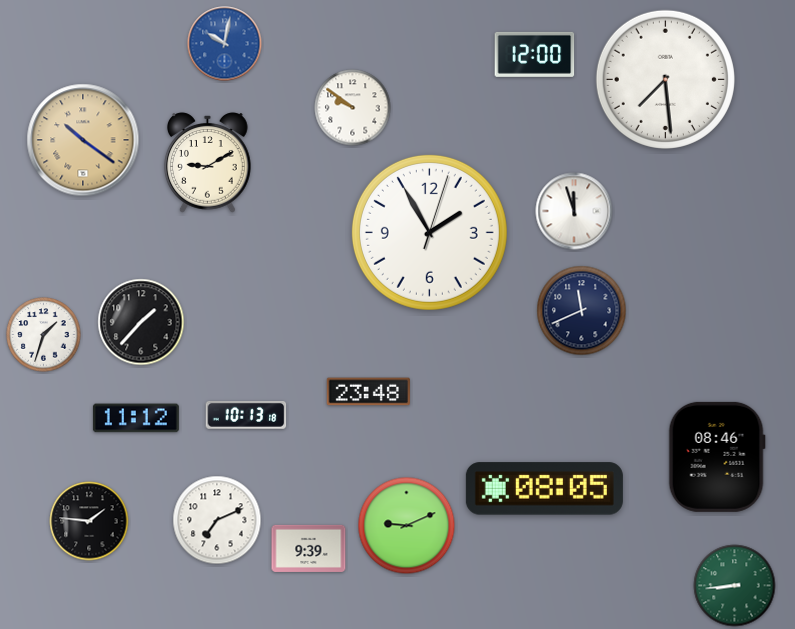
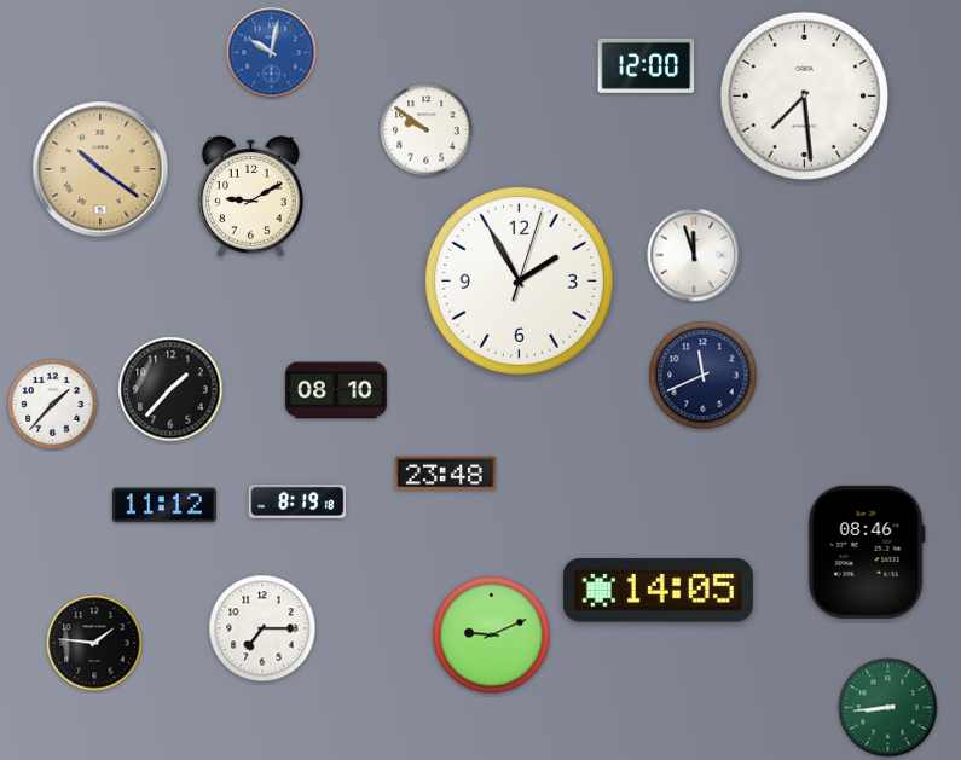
clock at (336, 390): none -> 08:10
clock at (44, 335): 1:33 -> 1:37
clock at (246, 415): 10:13 -> 8:19
clock at (544, 489): 08:05 -> 14:05
clock at (217, 520): 7:11 -> 7:15
clock at (89, 521) position: (89, 521) -> (94, 643)
clock at (309, 548): 9:39 -> none
